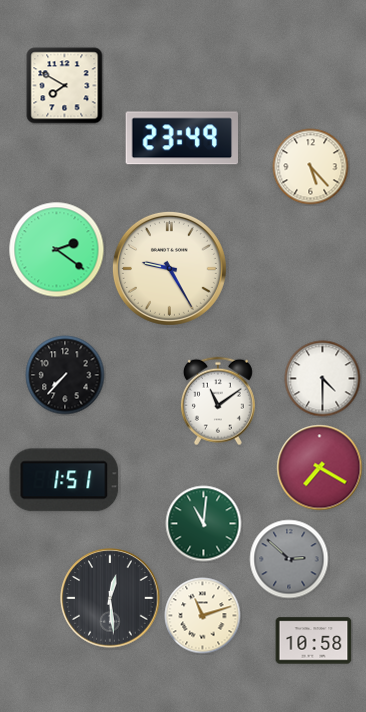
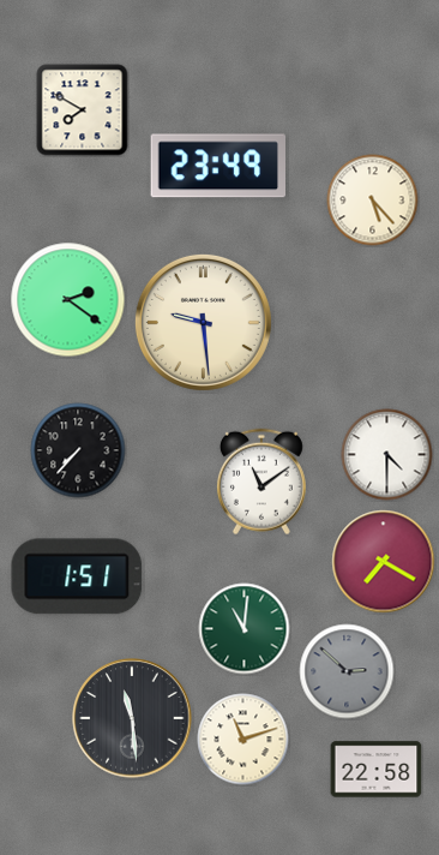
clock at (65, 86) position: (65, 86) -> (83, 110)
clock at (169, 268): 9:25 -> 9:29
clock at (110, 598): 12:29 -> 11:29
clock at (314, 641): 10:58 -> 22:58
